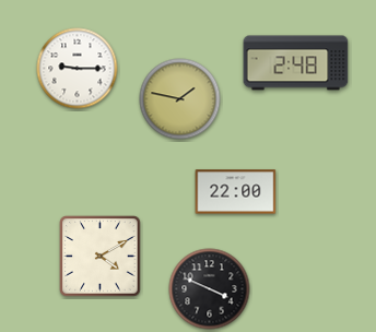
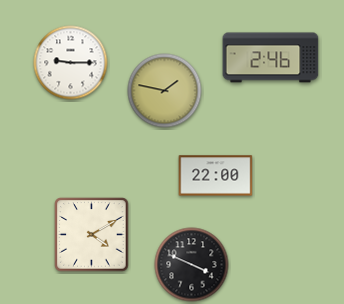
clock at (296, 63): 2:48 -> 2:46
